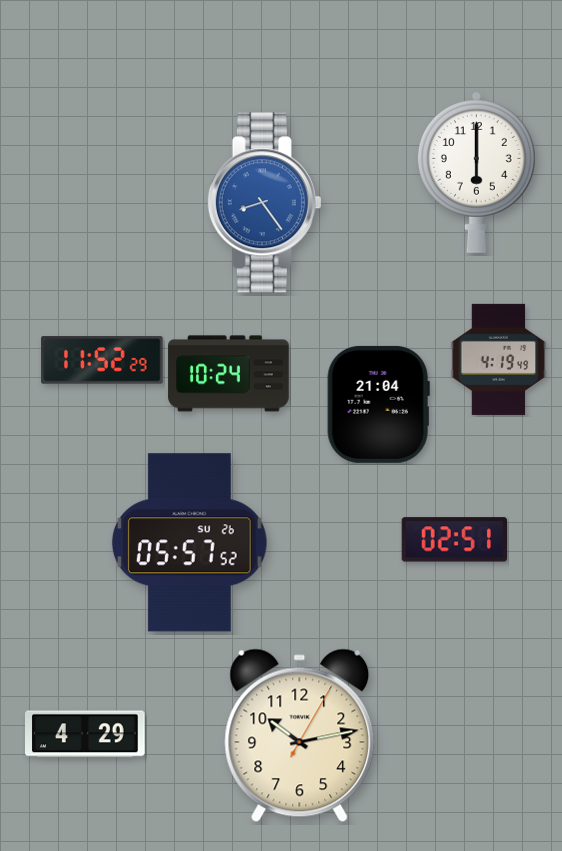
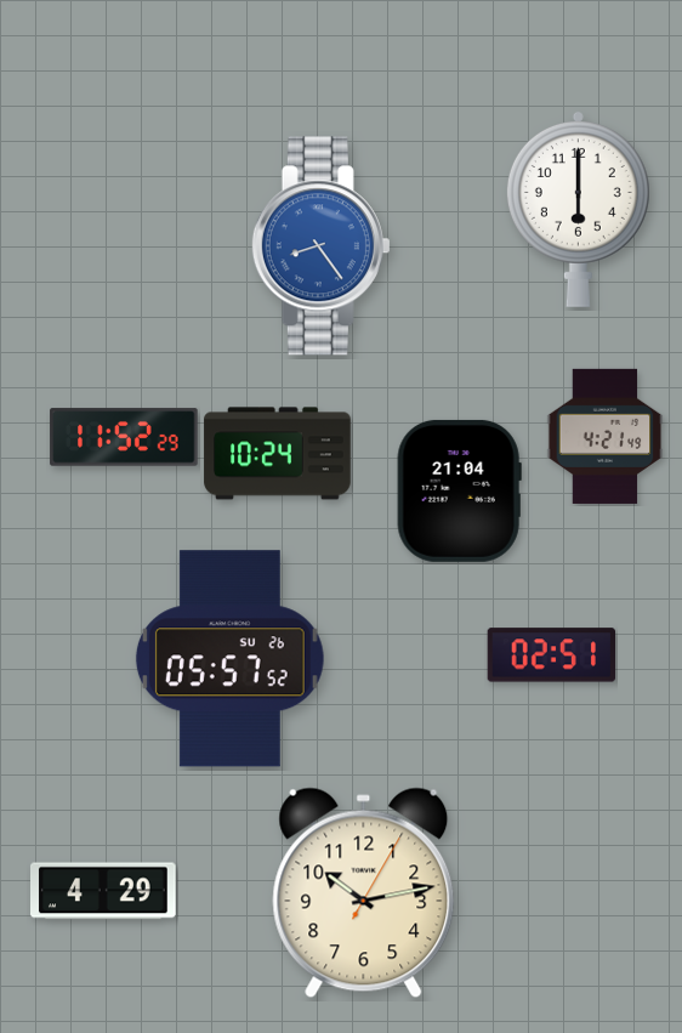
clock at (499, 359): 4:19 -> 4:21
